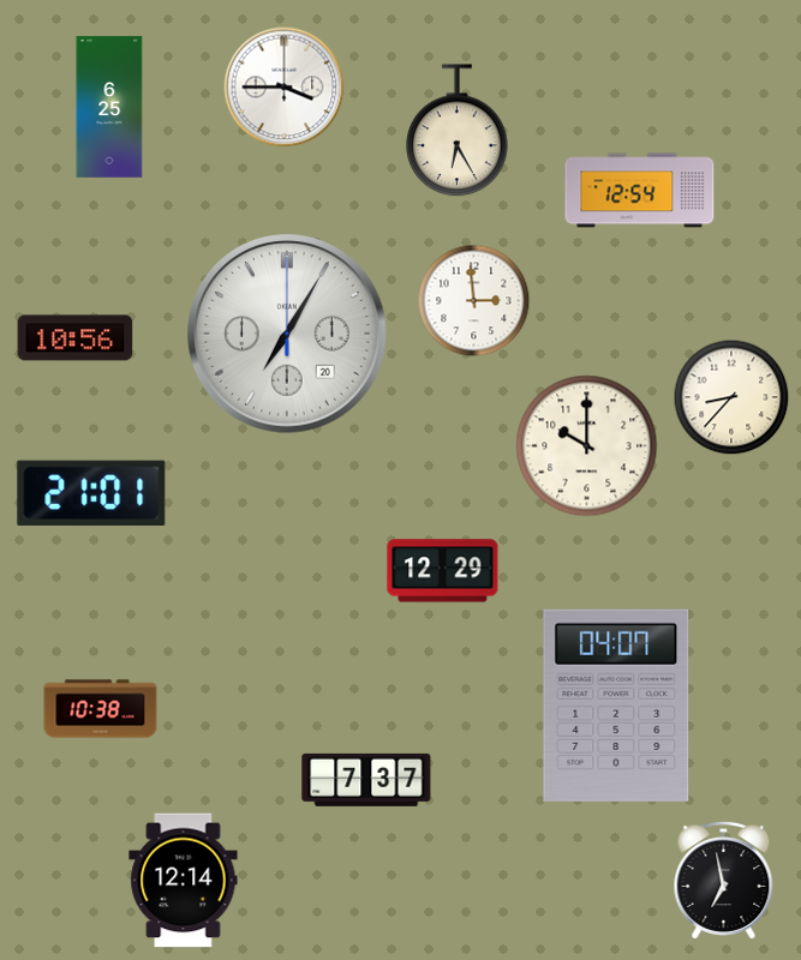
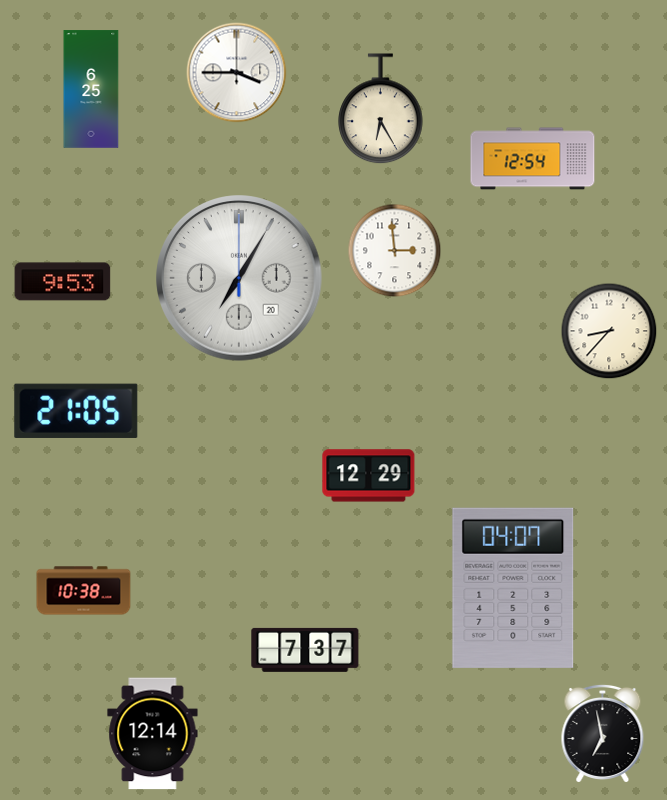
clock at (76, 338): 10:56 -> 9:53
clock at (587, 446): 10:00 -> none
clock at (91, 493): 21:01 -> 21:05
